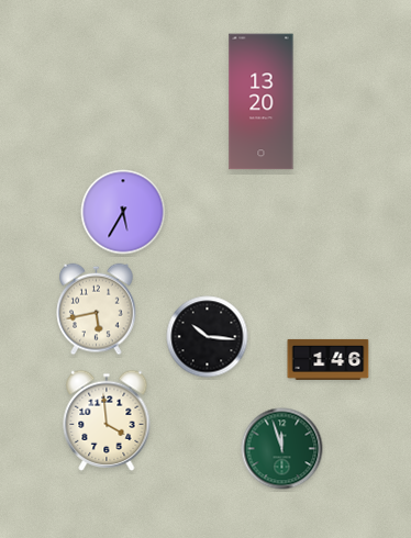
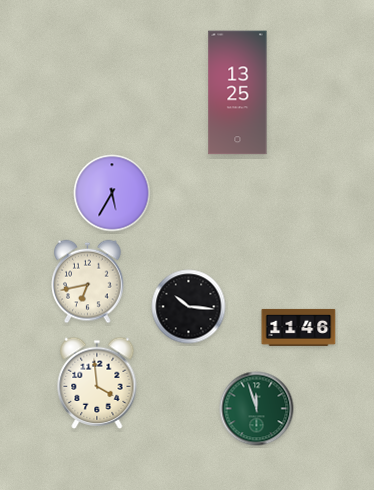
clock at (262, 102): 13:20 -> 13:25
clock at (97, 310): 5:43 -> 6:43
clock at (329, 359): 1:46 -> 11:46
